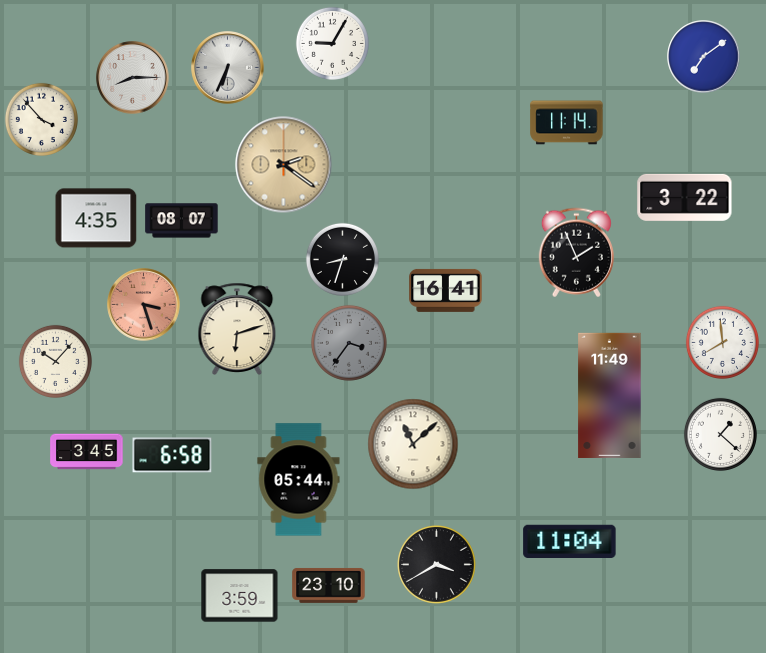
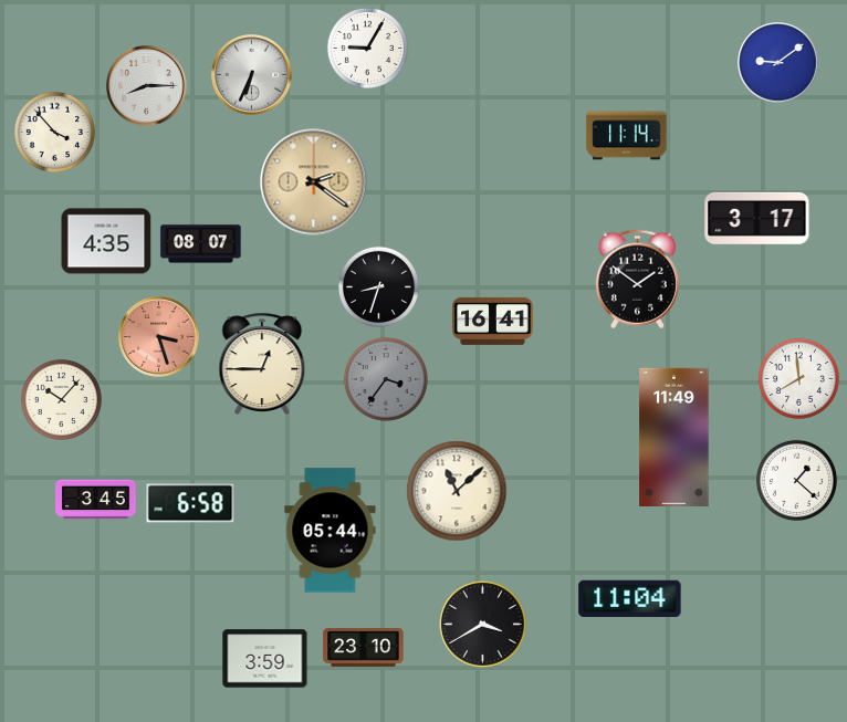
clock at (704, 57): 7:09 -> 9:09
clock at (41, 119) position: (41, 119) -> (54, 132)
clock at (685, 197): 3:22 -> 3:17
clock at (576, 253): 1:56 -> 1:51
clock at (237, 329): 6:12 -> 12:45
